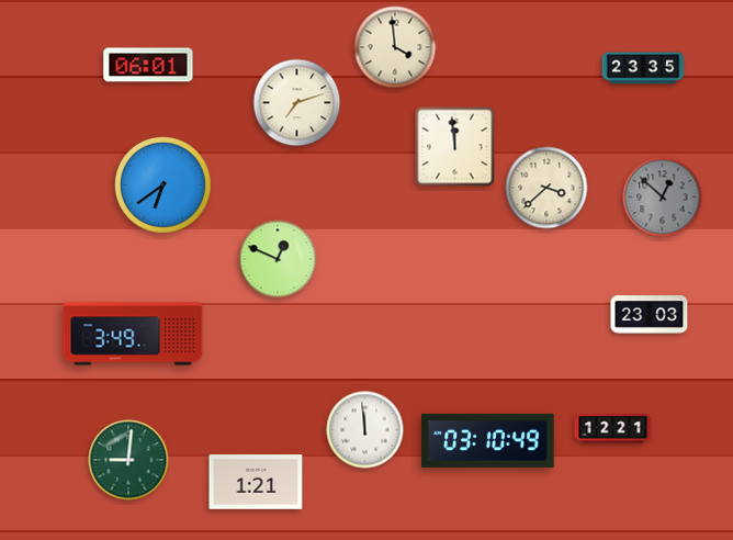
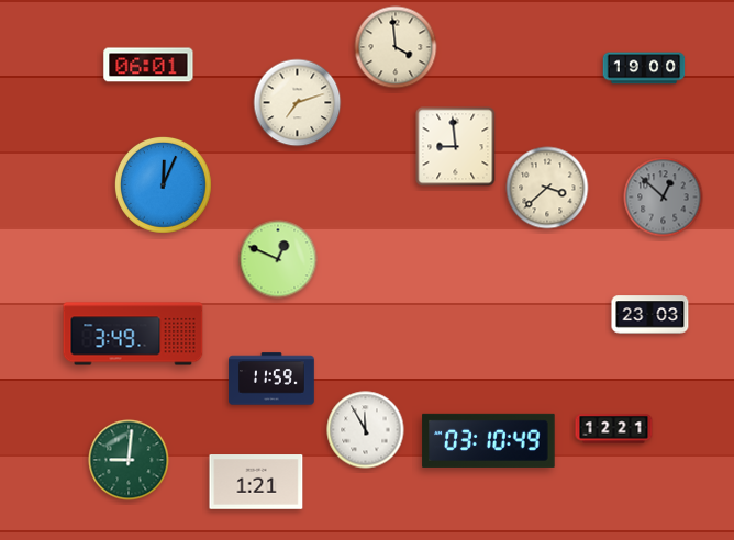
clock at (643, 68): 23:35 -> 19:00
clock at (455, 147): 11:59 -> 8:59
clock at (162, 184): 6:39 -> 12:04
clock at (271, 379): none -> 11:59
clock at (365, 430): 11:59 -> 11:55
